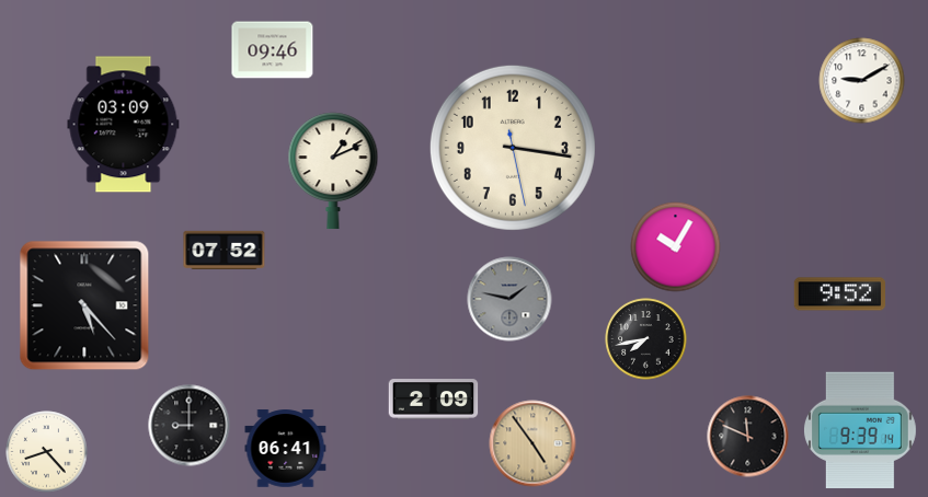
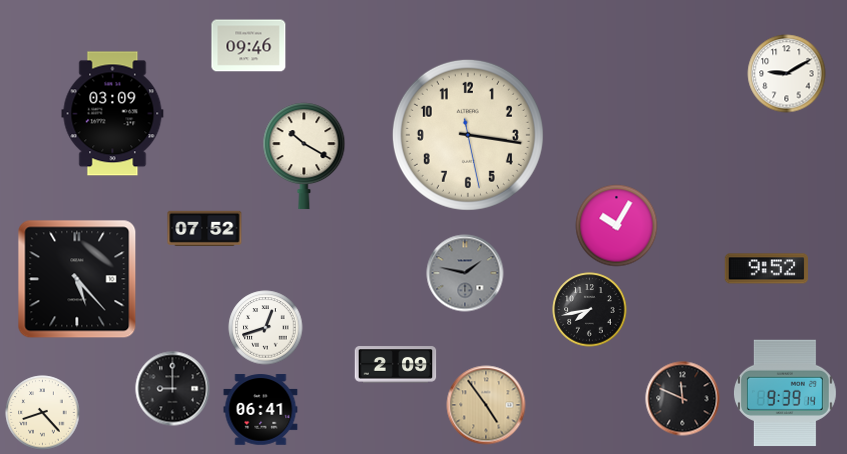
clock at (333, 171): 1:11 -> 10:20
clock at (266, 328): none -> 12:42
